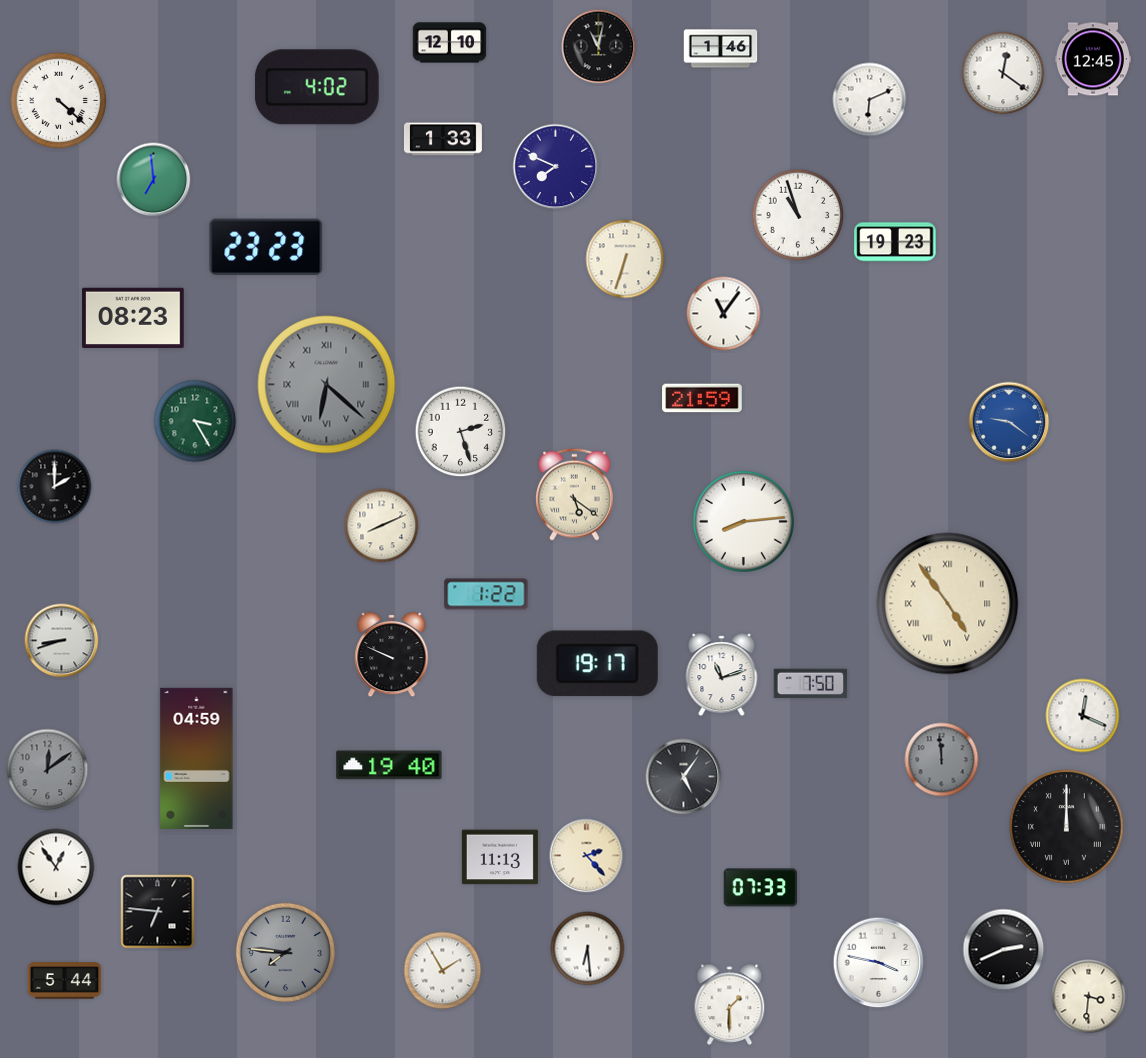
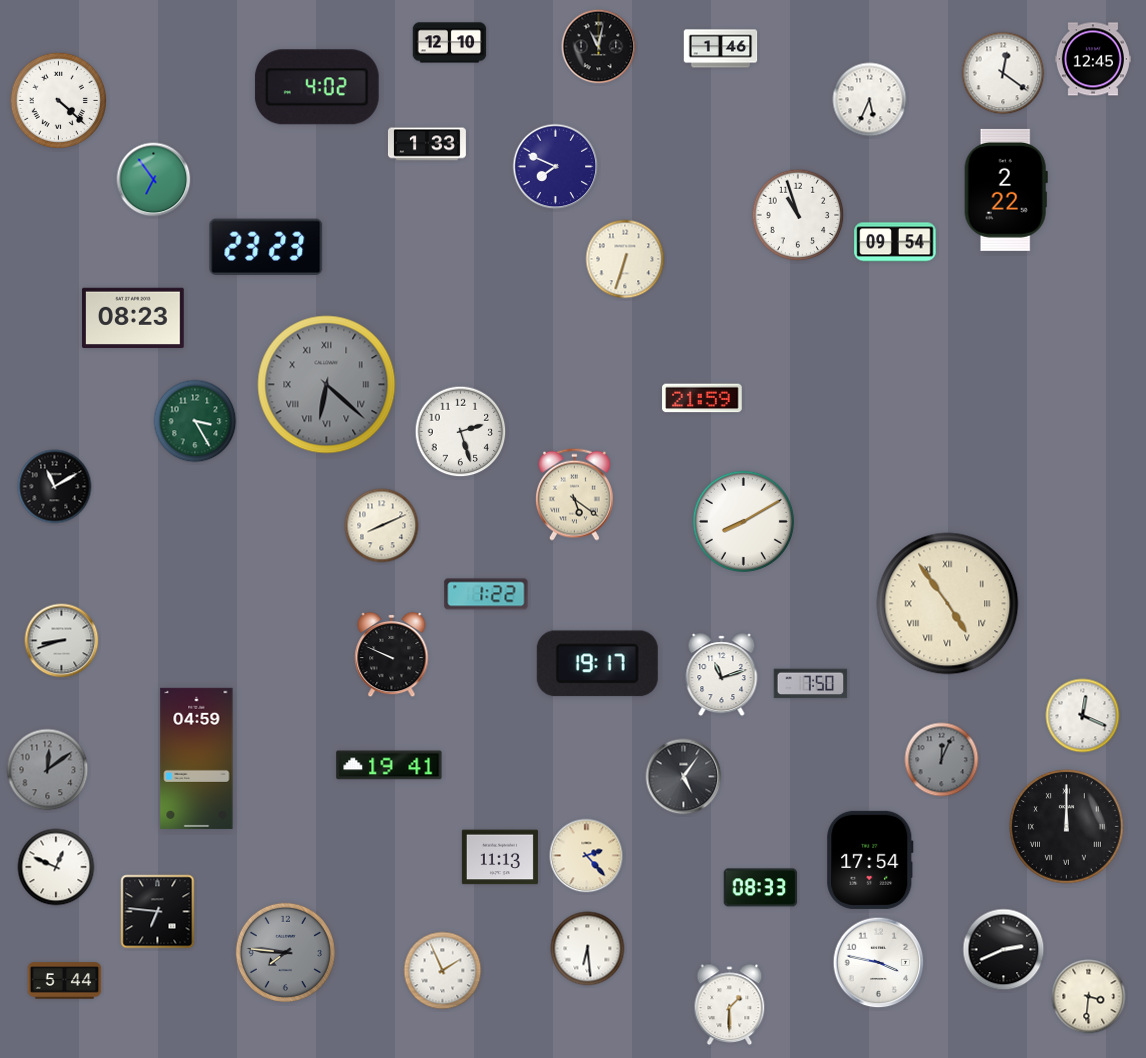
clock at (870, 100): 6:11 -> 5:34
clock at (443, 139) position: (443, 139) -> (427, 144)
clock at (154, 180): 6:59 -> 6:54
clock at (1006, 190): none -> 2:22
clock at (895, 242): 19:23 -> 09:54
clock at (724, 314): 11:06 -> none
clock at (1009, 422): 9:21 -> none
clock at (55, 487): 2:00 -> 11:10
clock at (743, 521): 8:14 -> 8:10
clock at (942, 760): 11:59 -> 12:04
clock at (389, 765): 19:40 -> 19:41
clock at (870, 860): none -> 17:54
clock at (56, 867): 12:54 -> 12:49
clock at (761, 888): 07:33 -> 08:33
clock at (443, 971): 1:55 -> 1:56
